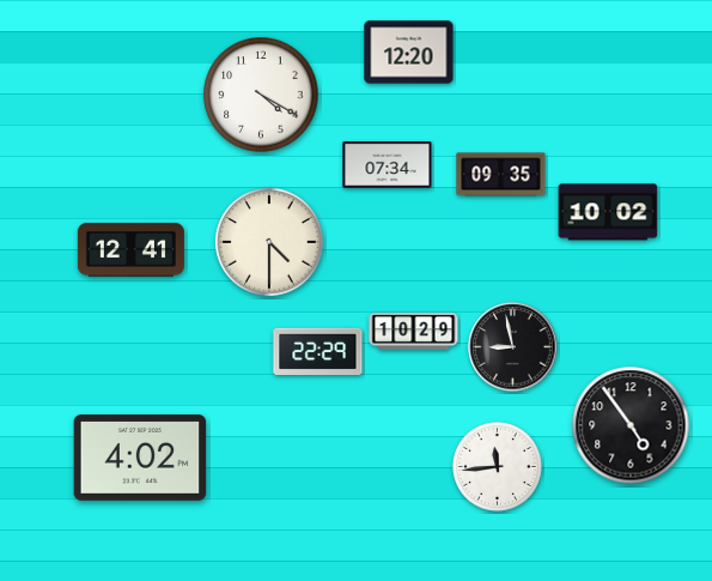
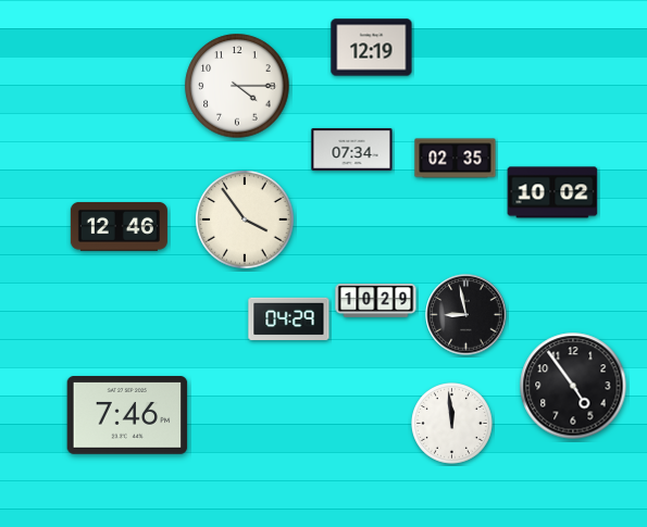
clock at (409, 53): 12:20 -> 12:19
clock at (261, 95): 4:20 -> 4:15
clock at (501, 175): 09:35 -> 02:35
clock at (269, 242): 4:30 -> 3:54
clock at (130, 249): 12:41 -> 12:46
clock at (318, 351): 22:29 -> 04:29
clock at (140, 459): 4:02 -> 7:46
clock at (498, 467): 11:44 -> 11:59
